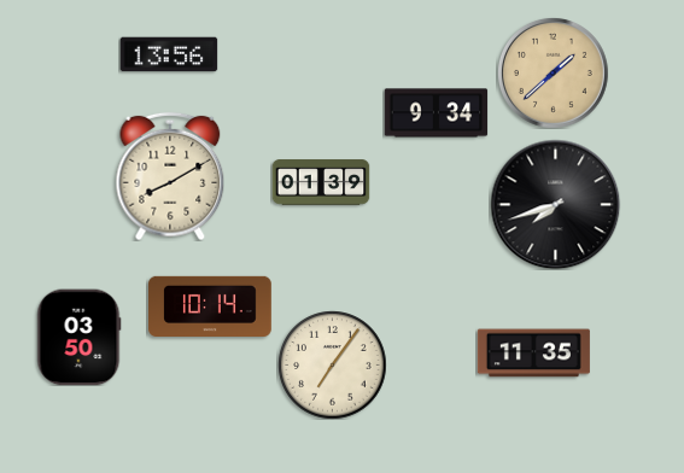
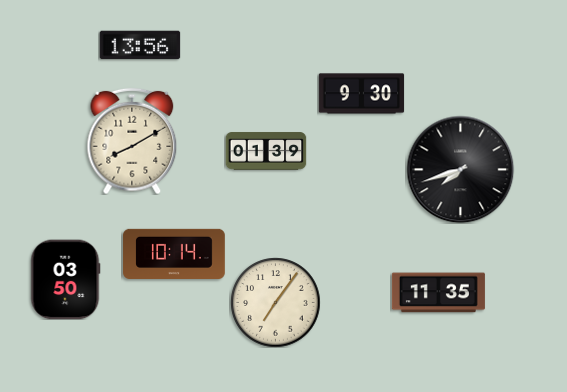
clock at (553, 72): 1:38 -> none
clock at (435, 113): 9:34 -> 9:30
clock at (170, 176) position: (170, 176) -> (132, 141)
clock at (533, 354) position: (533, 354) -> (438, 293)
